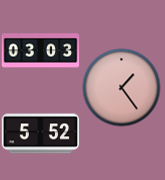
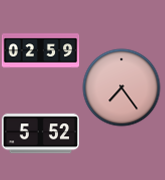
clock at (40, 51): 03:03 -> 02:59
clock at (121, 87): 1:24 -> 7:24
